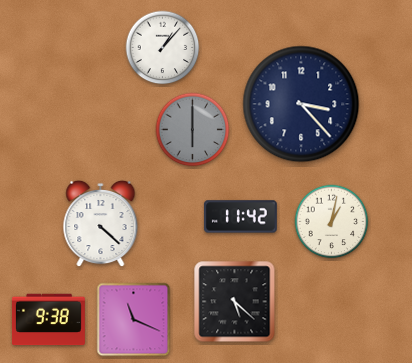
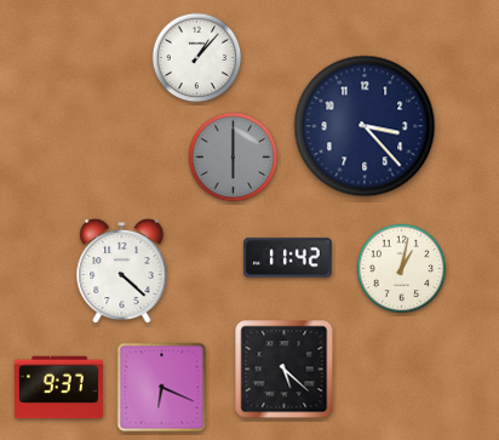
clock at (240, 217) position: (240, 217) -> (287, 258)
clock at (235, 302) position: (235, 302) -> (285, 370)
clock at (48, 320): 9:38 -> 9:37
clock at (134, 320): 11:19 -> 6:19
